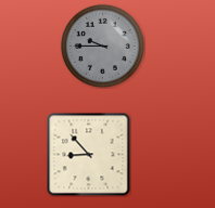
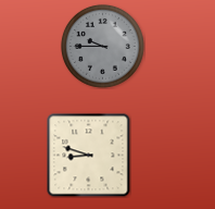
clock at (88, 154): 8:53 -> 8:48
